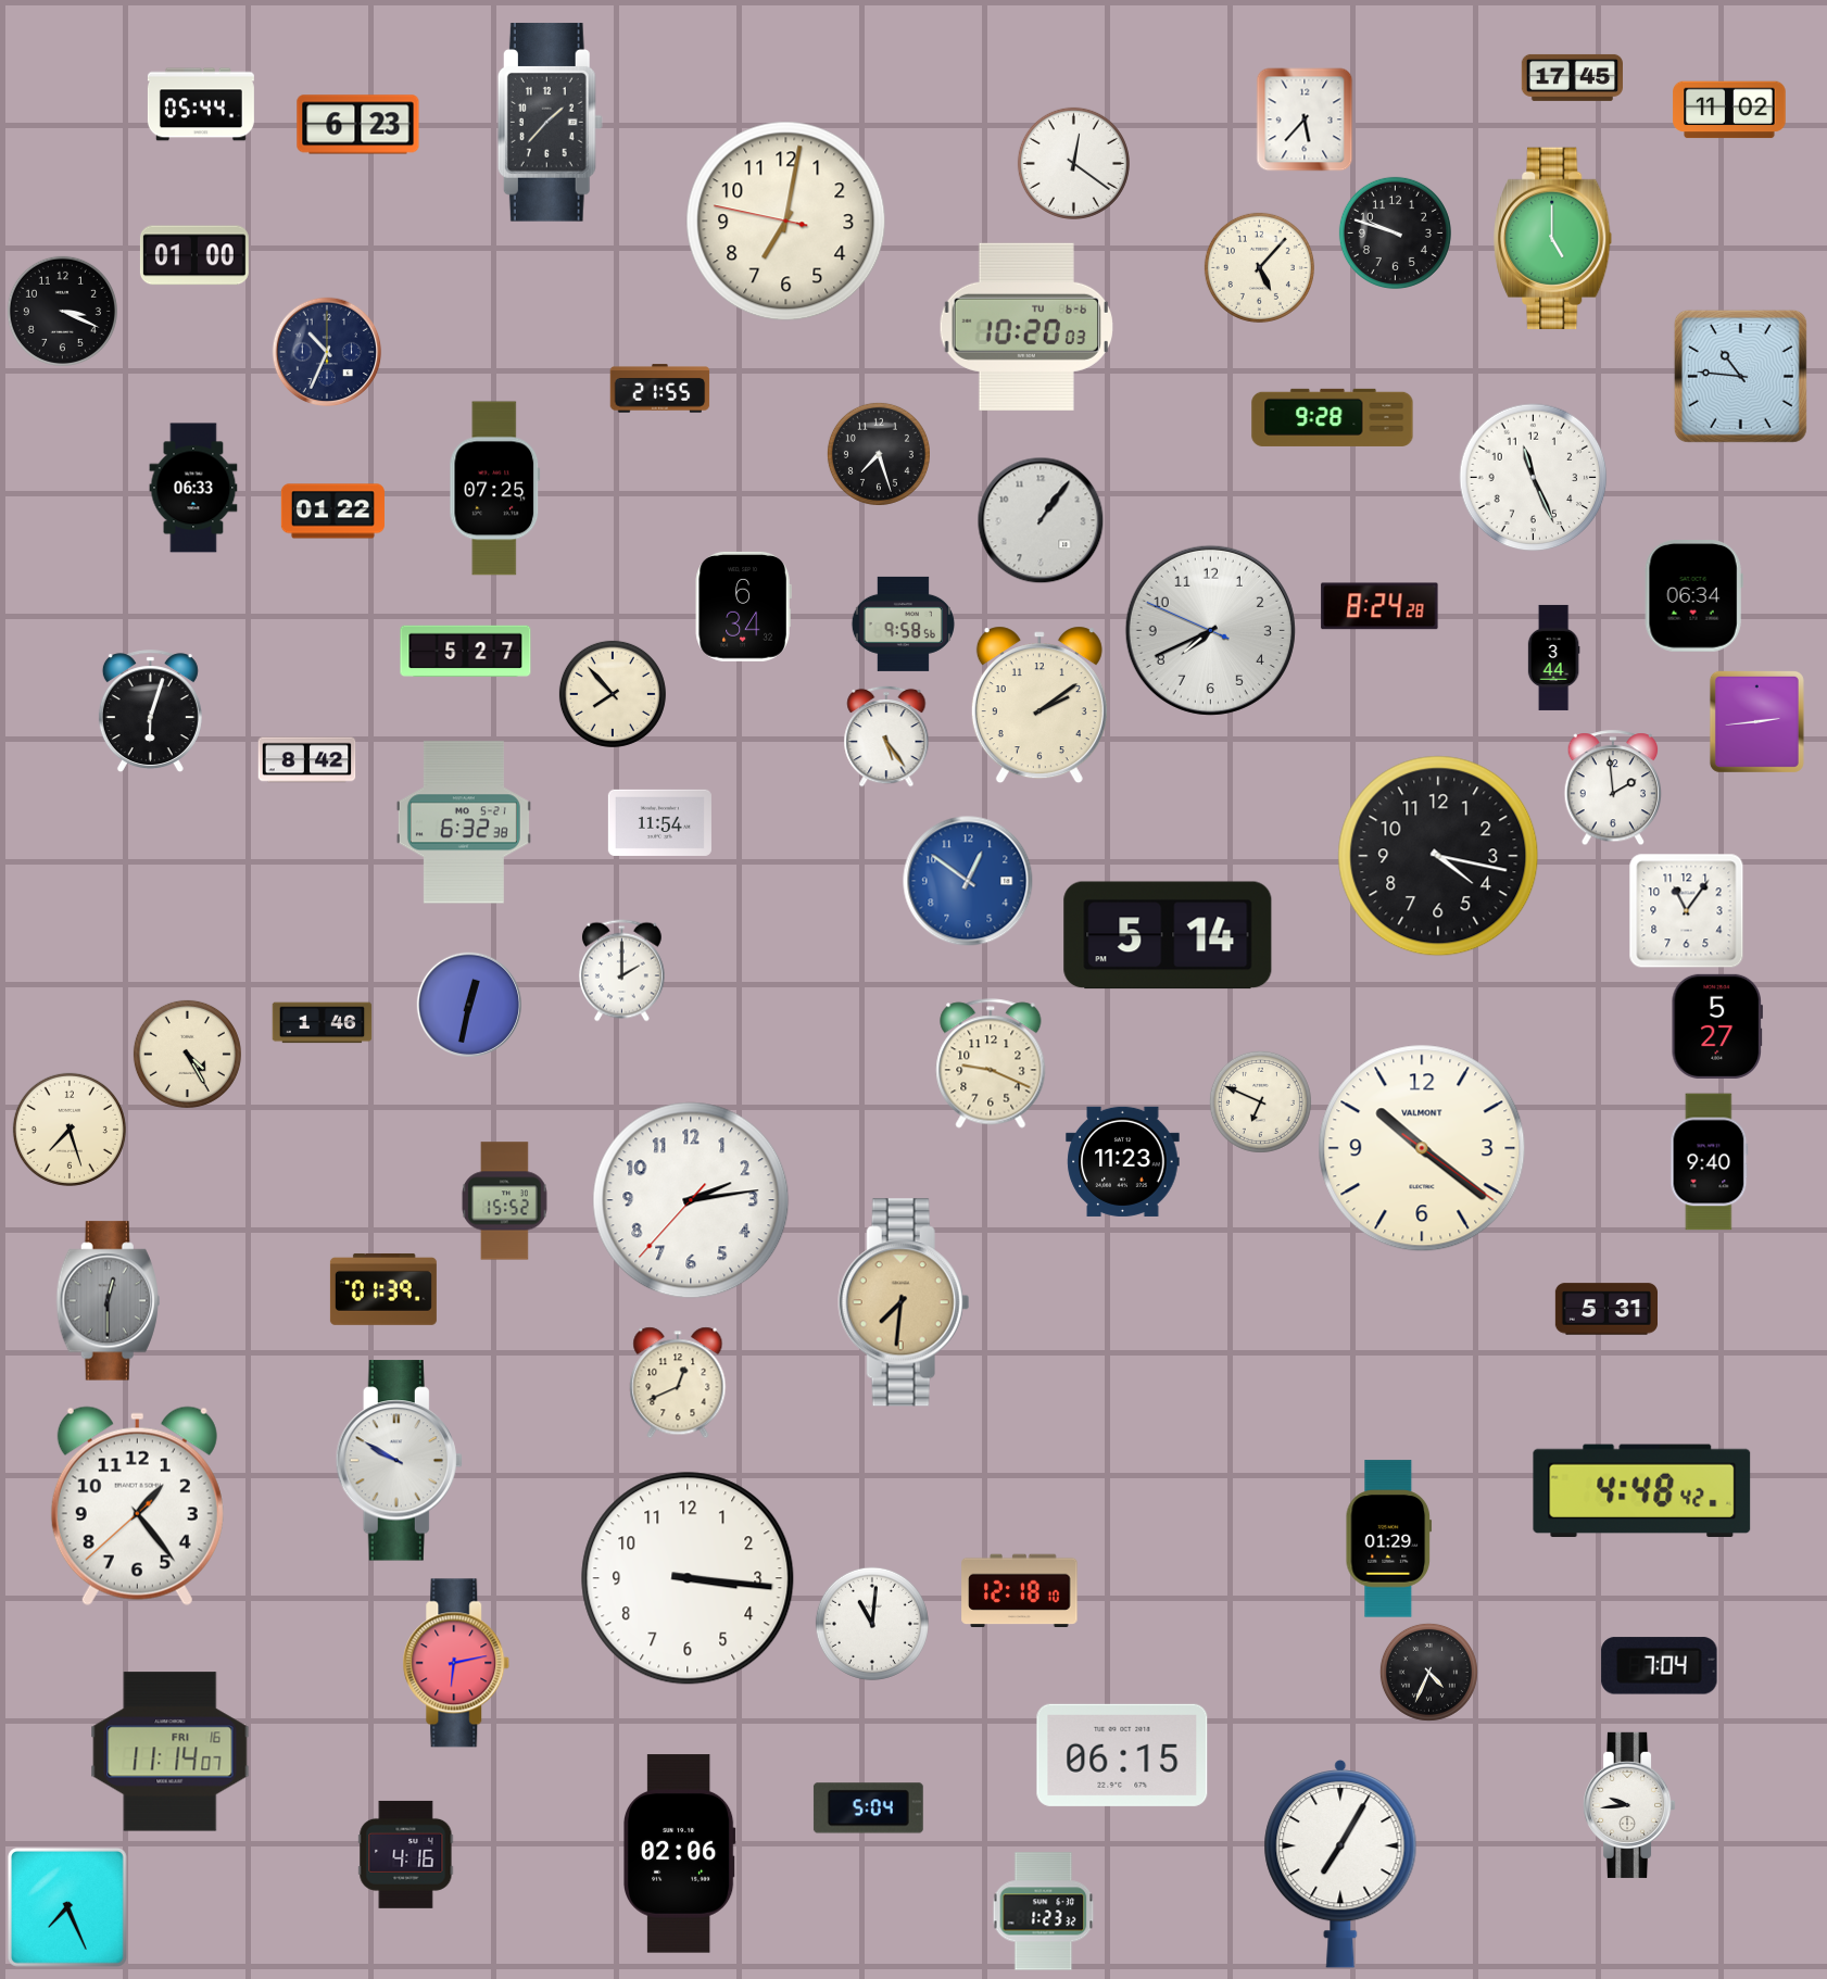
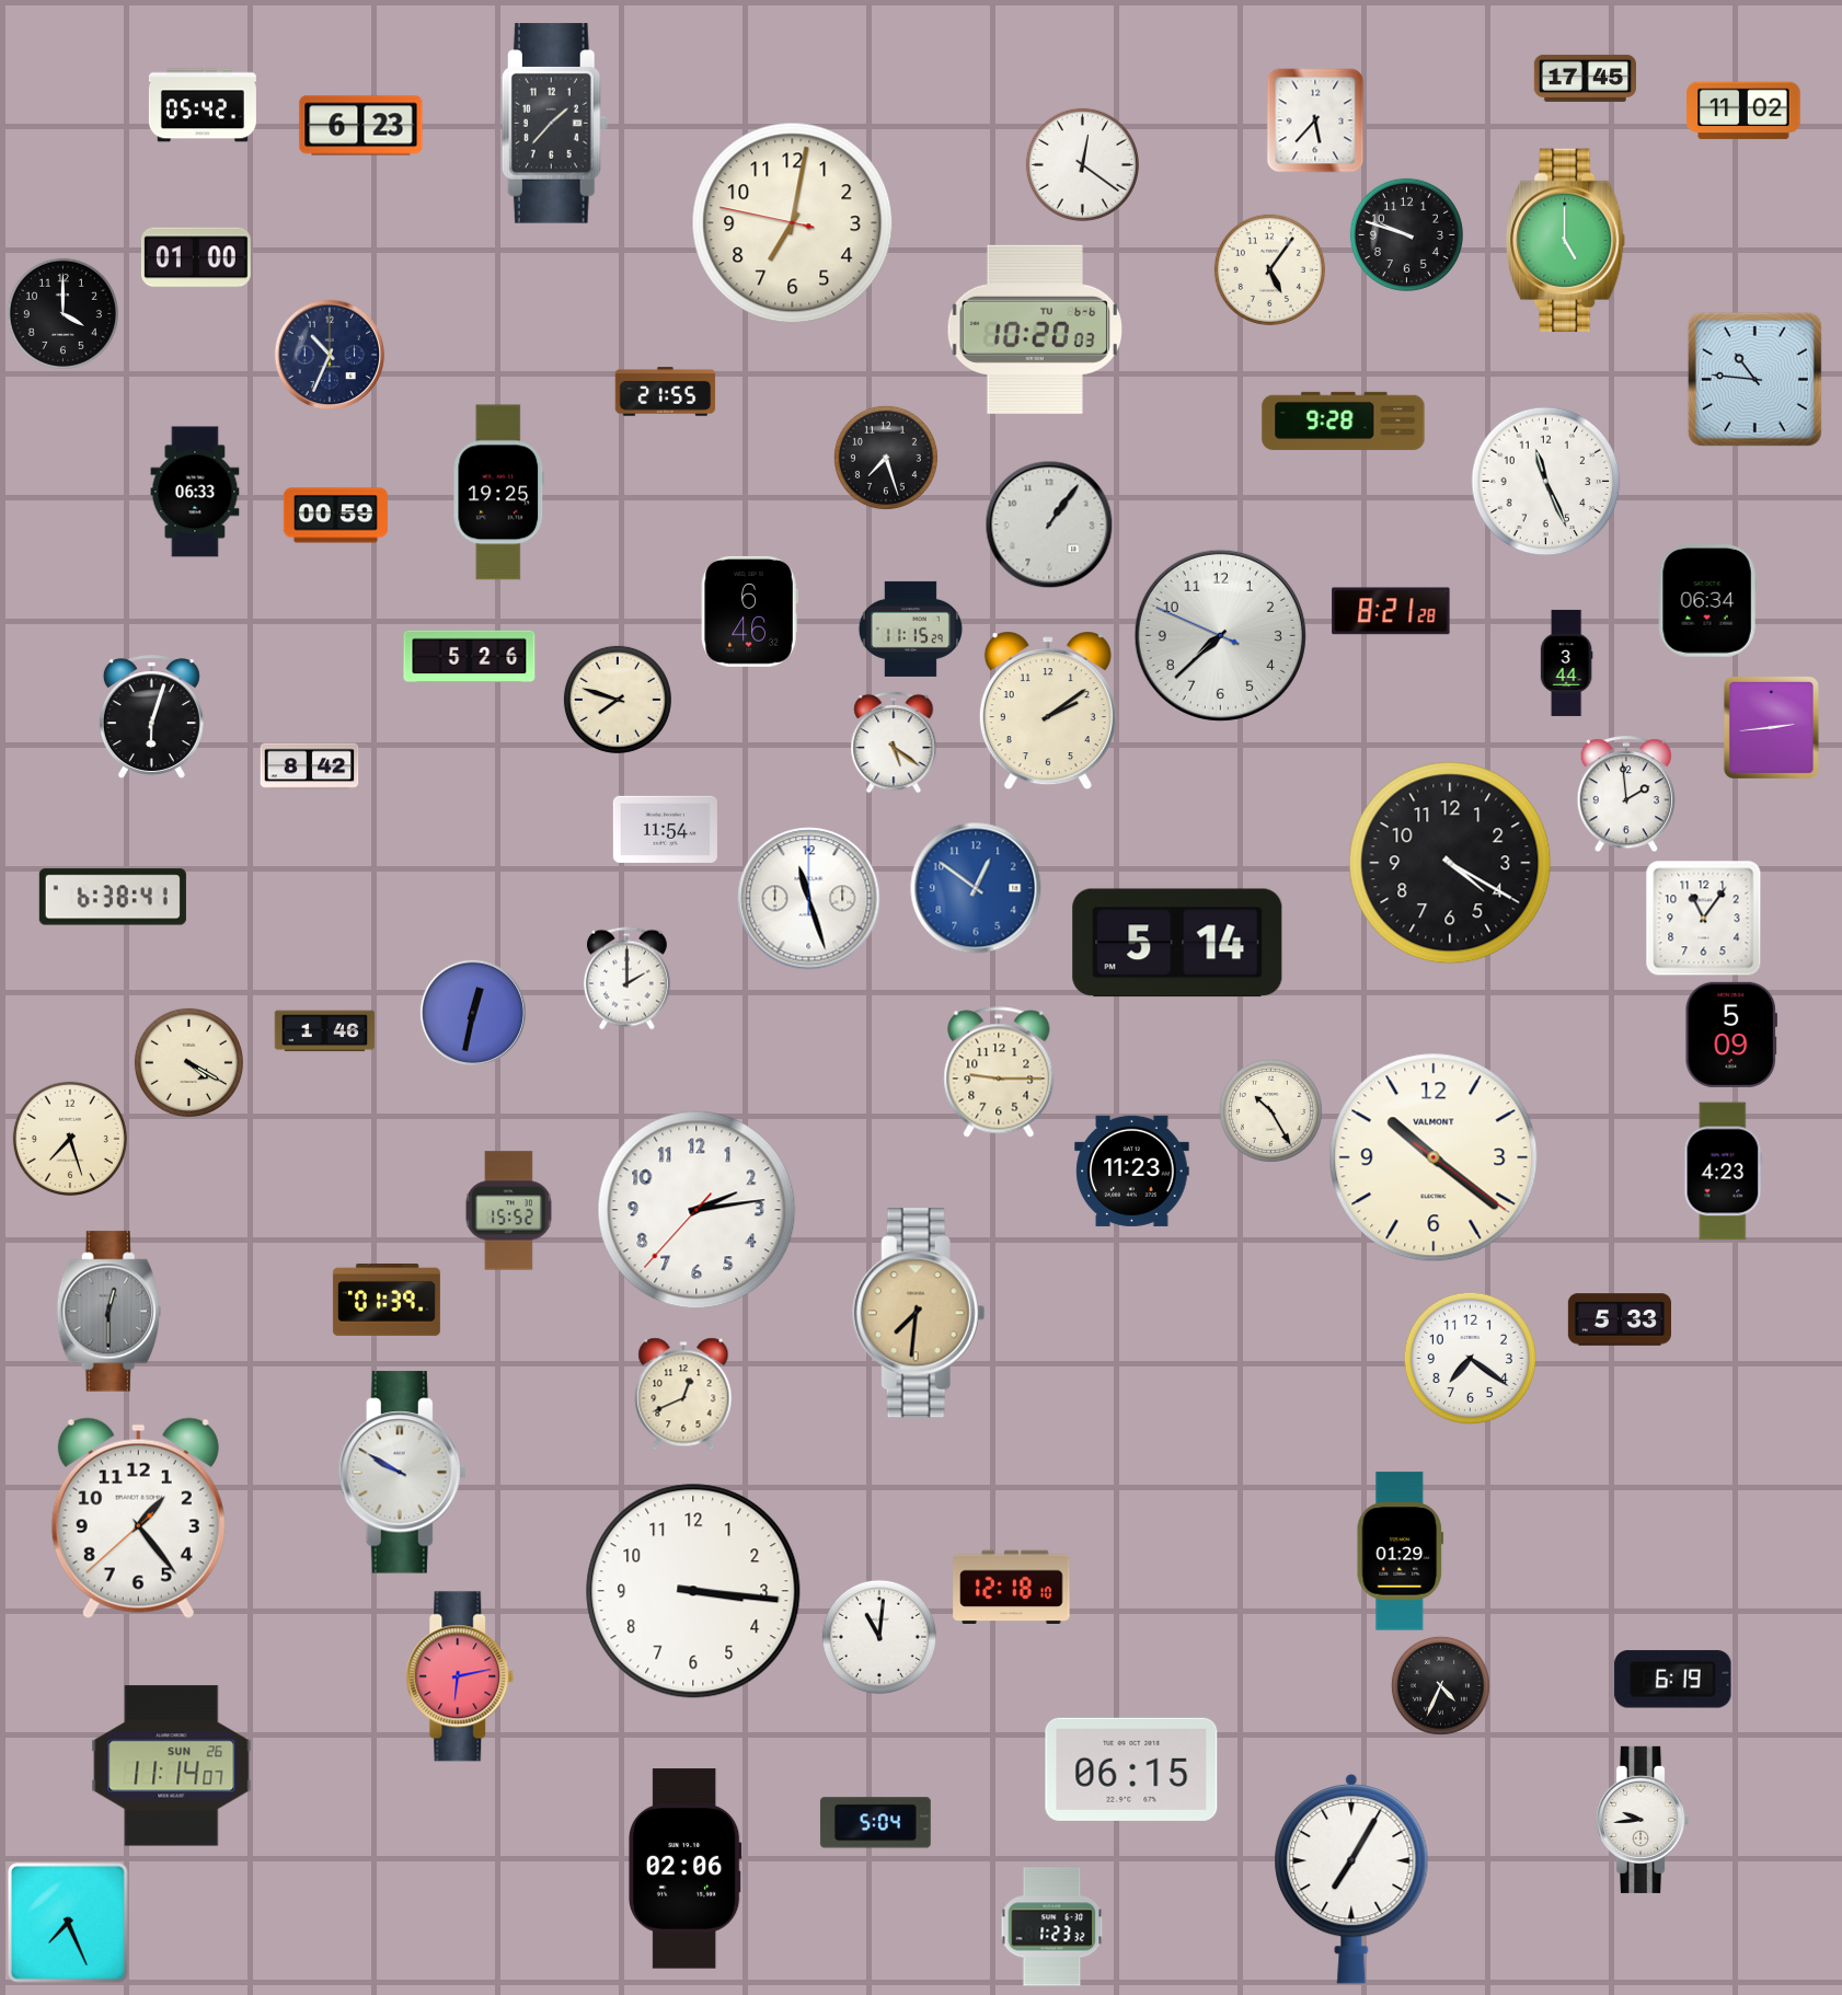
clock at (201, 104): 05:44 -> 05:42
clock at (1259, 267): 5:07 -> 5:06
clock at (62, 311): 3:19 -> 4:00
clock at (495, 489): 07:25 -> 19:25
clock at (332, 512): 01:22 -> 00:59
clock at (743, 606): 6:34 -> 6:46
clock at (1379, 606): 8:24 -> 8:21
clock at (903, 623): 9:58 -> 11:15
clock at (1210, 630): 7:40 -> 7:37
clock at (466, 652): 5:27 -> 5:26
clock at (613, 694): 7:53 -> 7:48
clock at (886, 736): 5:24 -> 5:21
clock at (464, 822): 6:32 -> none
clock at (1438, 856): 4:17 -> 4:20
clock at (113, 897): none -> 6:38
clock at (809, 899): none -> 11:27
clock at (1687, 911) position: (1687, 911) -> (1704, 919)
clock at (1716, 1026): 5:27 -> 5:09
clock at (187, 1054): 4:25 -> 4:20
clock at (991, 1063): 9:19 -> 9:15
clock at (1260, 1101): 6:49 -> 10:25
clock at (1710, 1162): 9:40 -> 4:23
clock at (904, 1302) position: (904, 1302) -> (919, 1313)
clock at (1605, 1309): 5:31 -> 5:33
clock at (1470, 1358): none -> 7:21
clock at (1642, 1491): 4:48 -> none
clock at (1020, 1591) position: (1020, 1591) -> (1012, 1588)
clock at (1660, 1666): 7:04 -> 6:19
clock at (171, 1752) date: FRI 16 -> SUN 26
clock at (406, 1854): 4:16 -> none
